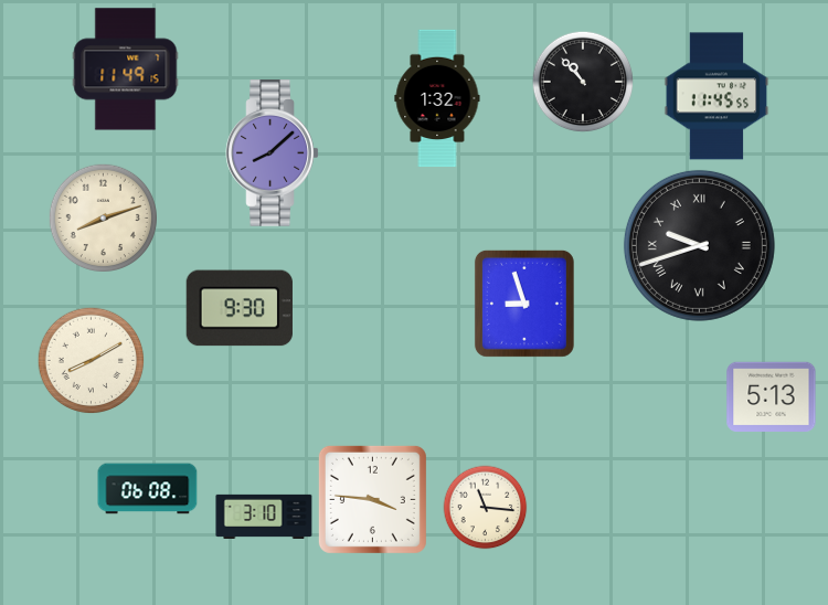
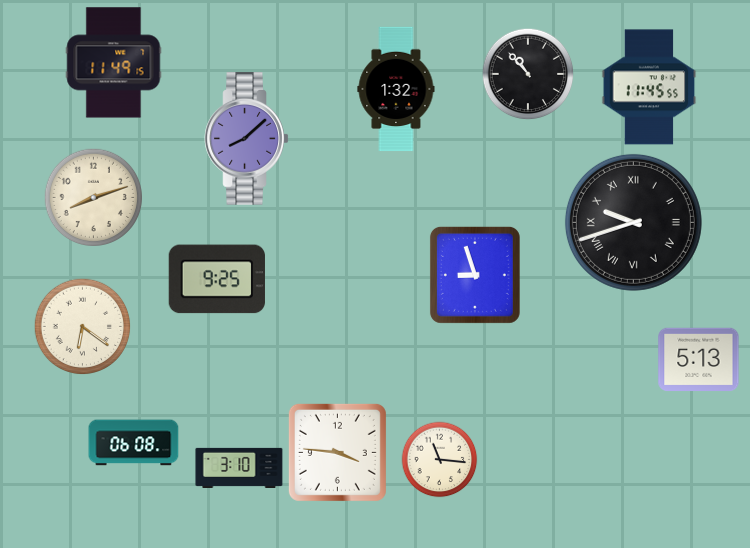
clock at (240, 308): 9:30 -> 9:25
clock at (92, 361): 8:10 -> 6:21
